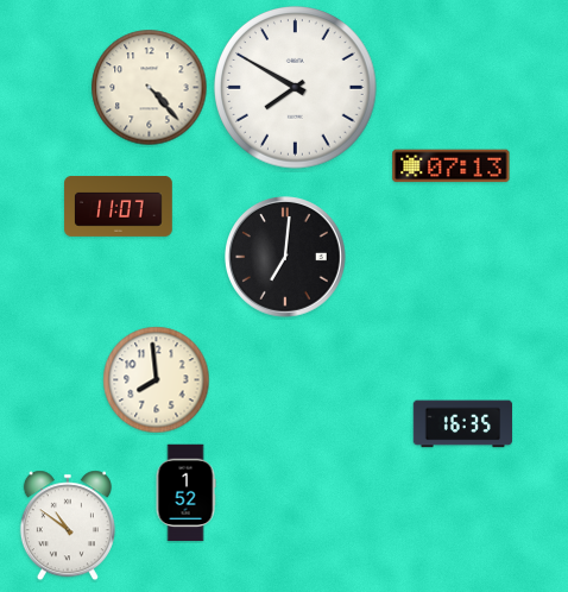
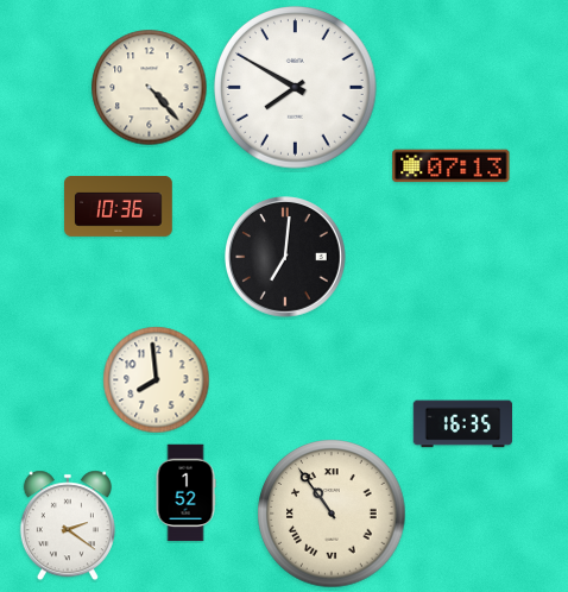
clock at (119, 207): 11:07 -> 10:36
clock at (332, 514): none -> 10:54
clock at (68, 525): 10:51 -> 2:21
